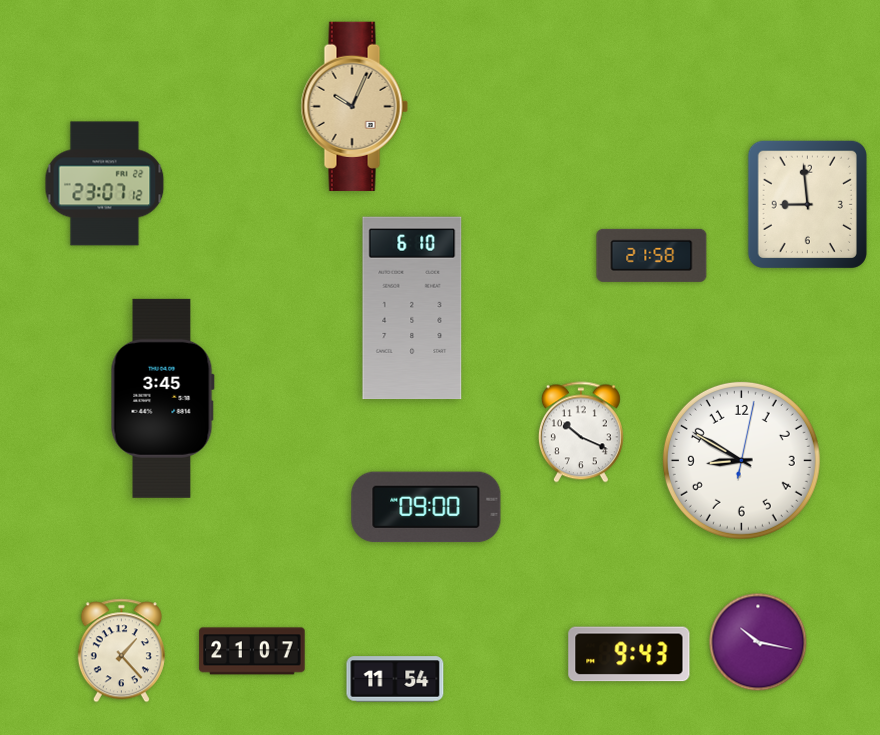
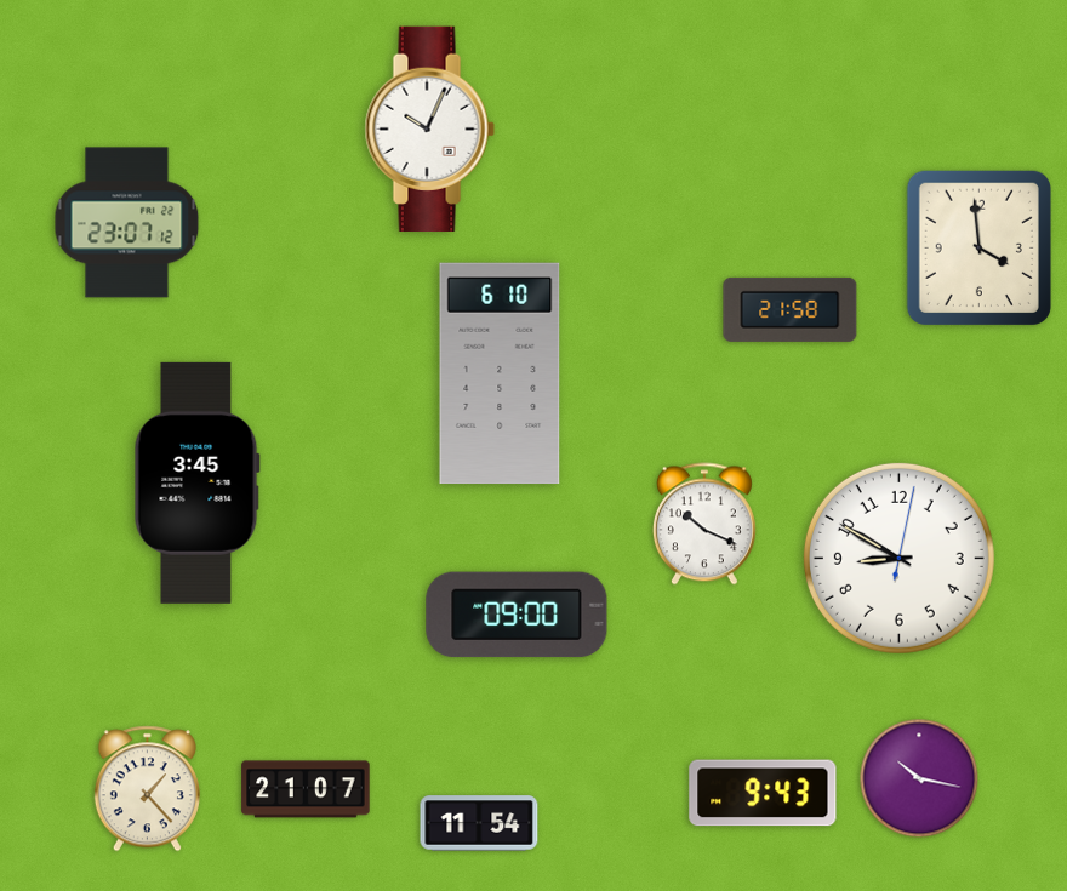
clock at (354, 106) dial: champagne -> white
clock at (807, 204): 8:59 -> 3:59
